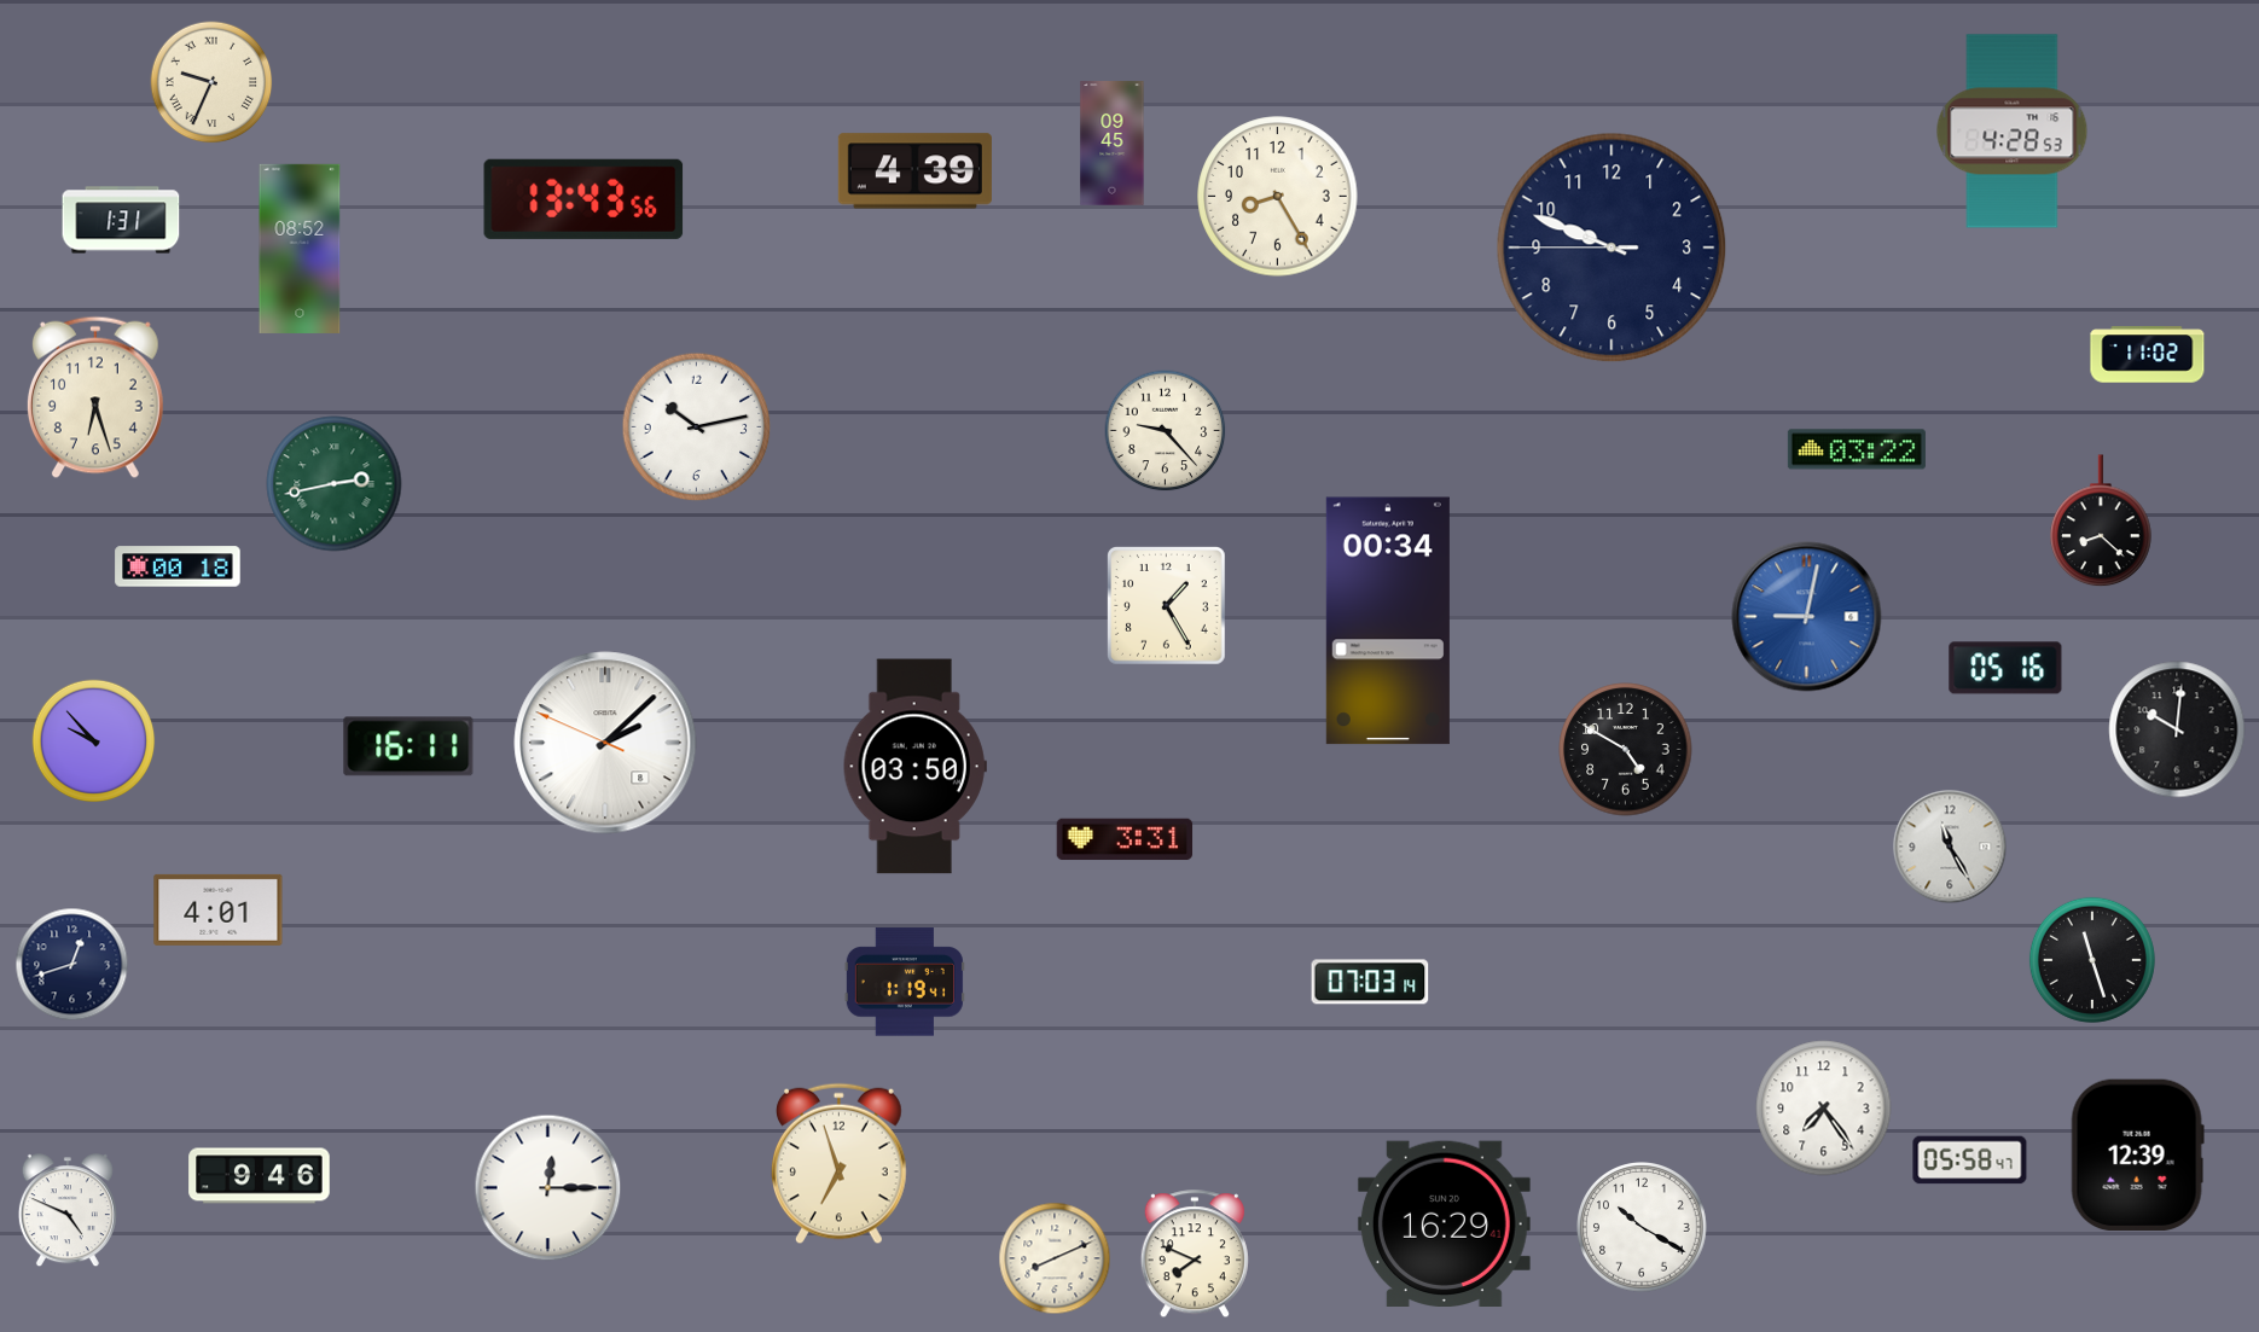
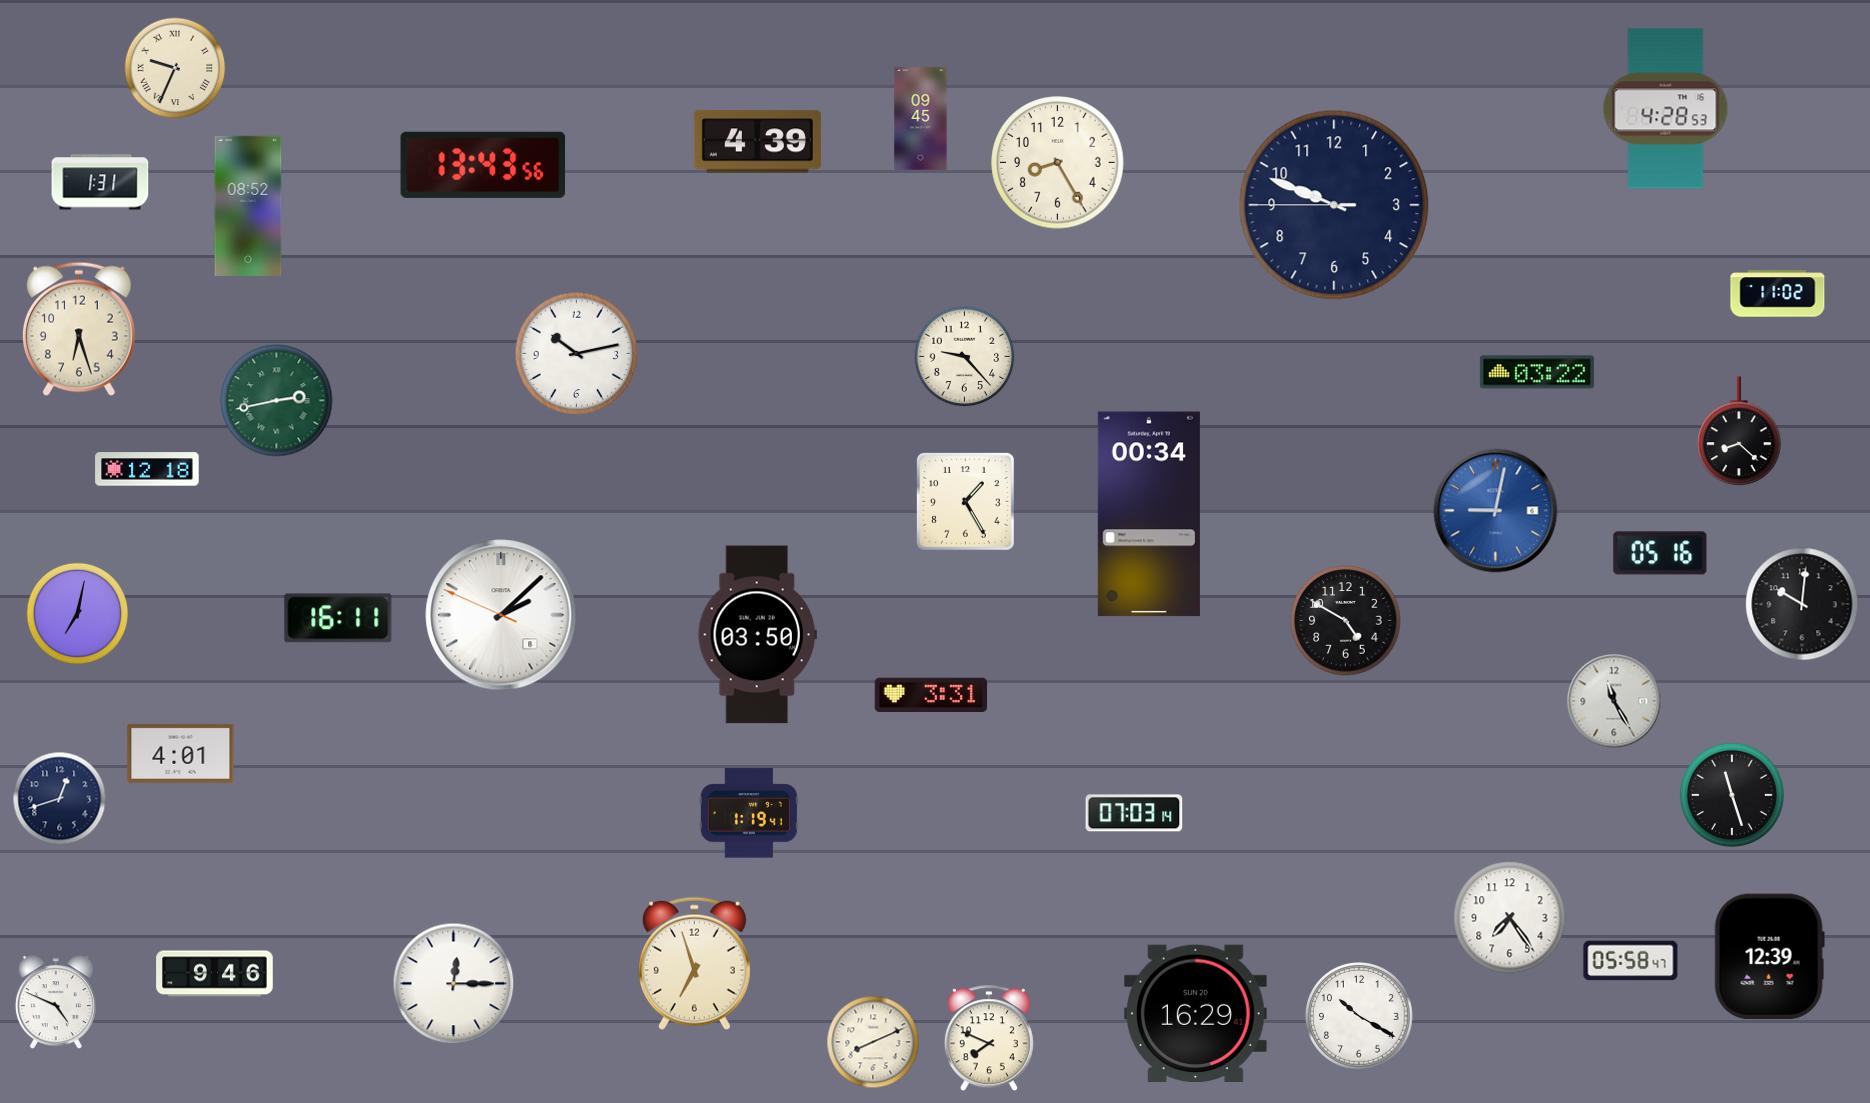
clock at (178, 566): 00:18 -> 12:18
clock at (94, 741): 9:53 -> 7:02
